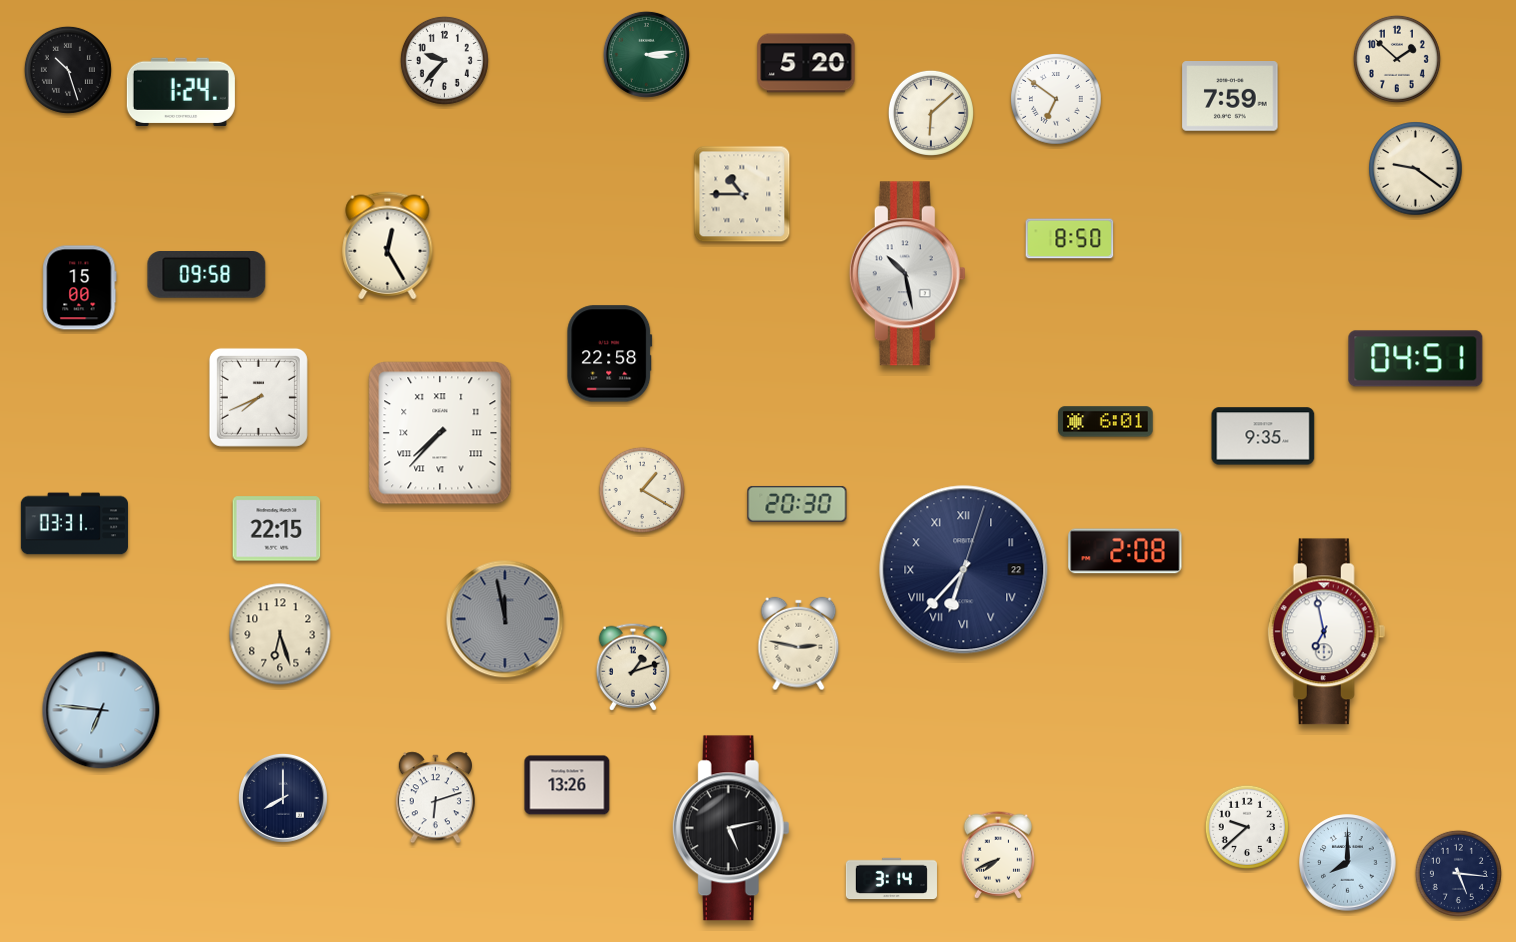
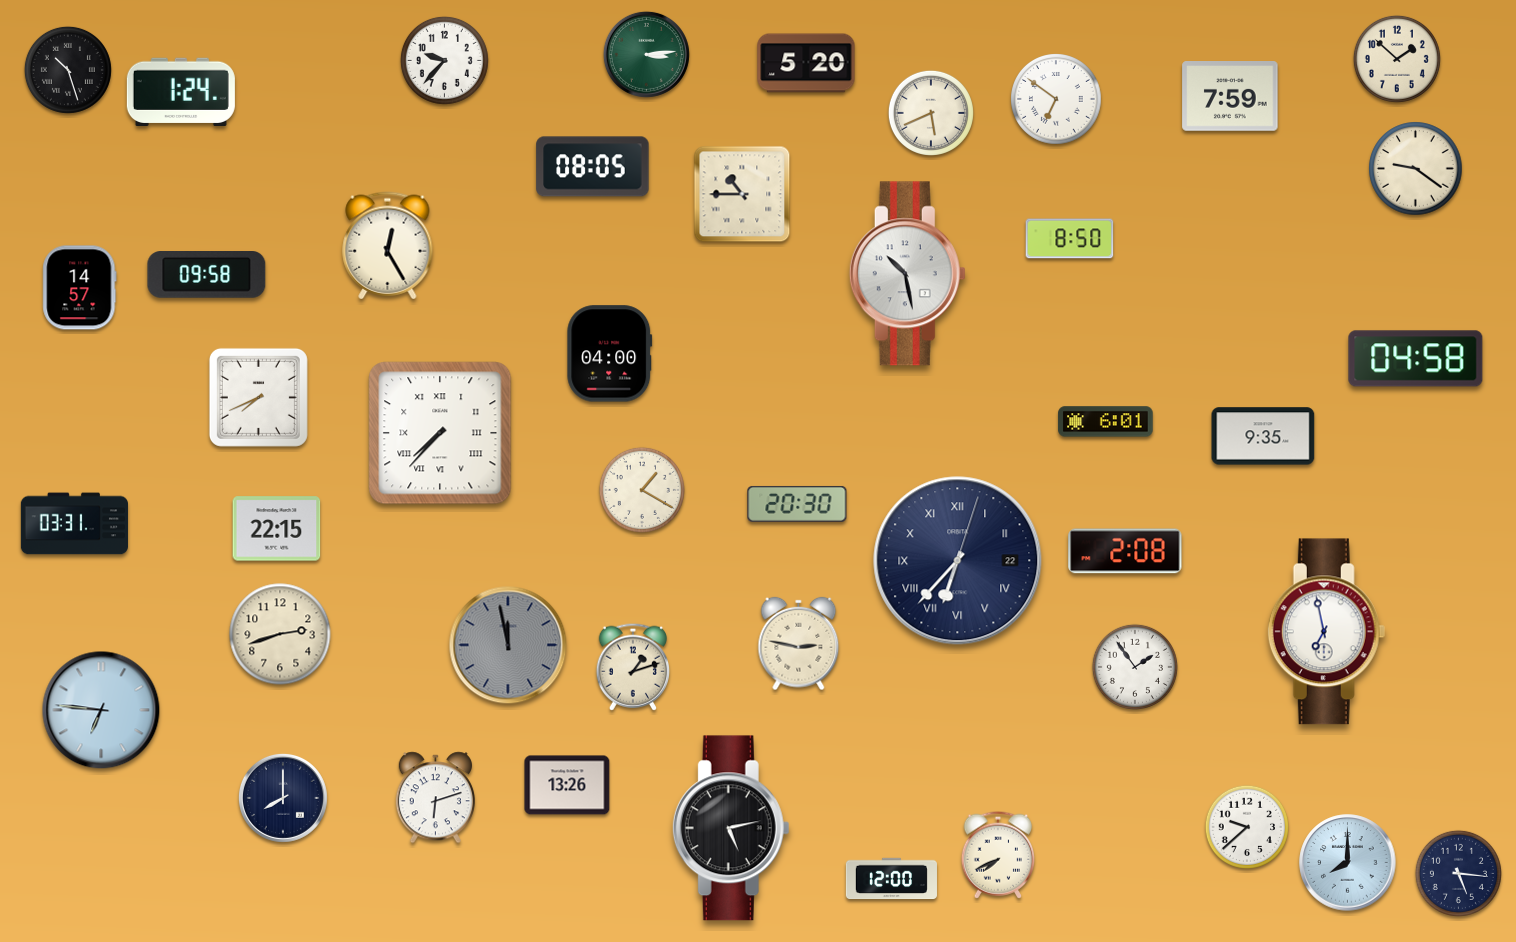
clock at (931, 113): 6:08 -> 5:41
clock at (593, 167): none -> 08:05
clock at (80, 288): 15:00 -> 14:57
clock at (610, 354): 22:58 -> 04:00
clock at (1416, 359): 04:51 -> 04:58
clock at (964, 570) position: (964, 570) -> (958, 561)
clock at (505, 619) position: (505, 619) -> (508, 645)
clock at (280, 634): 6:27 -> 2:42
clock at (1135, 667): none -> 1:54
clock at (891, 879): 3:14 -> 12:00
